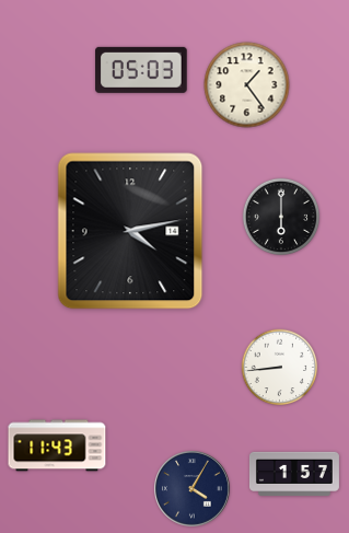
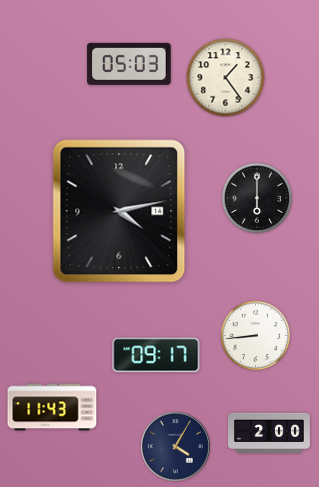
clock at (156, 355): none -> 09:17
clock at (294, 474): 1:57 -> 2:00
